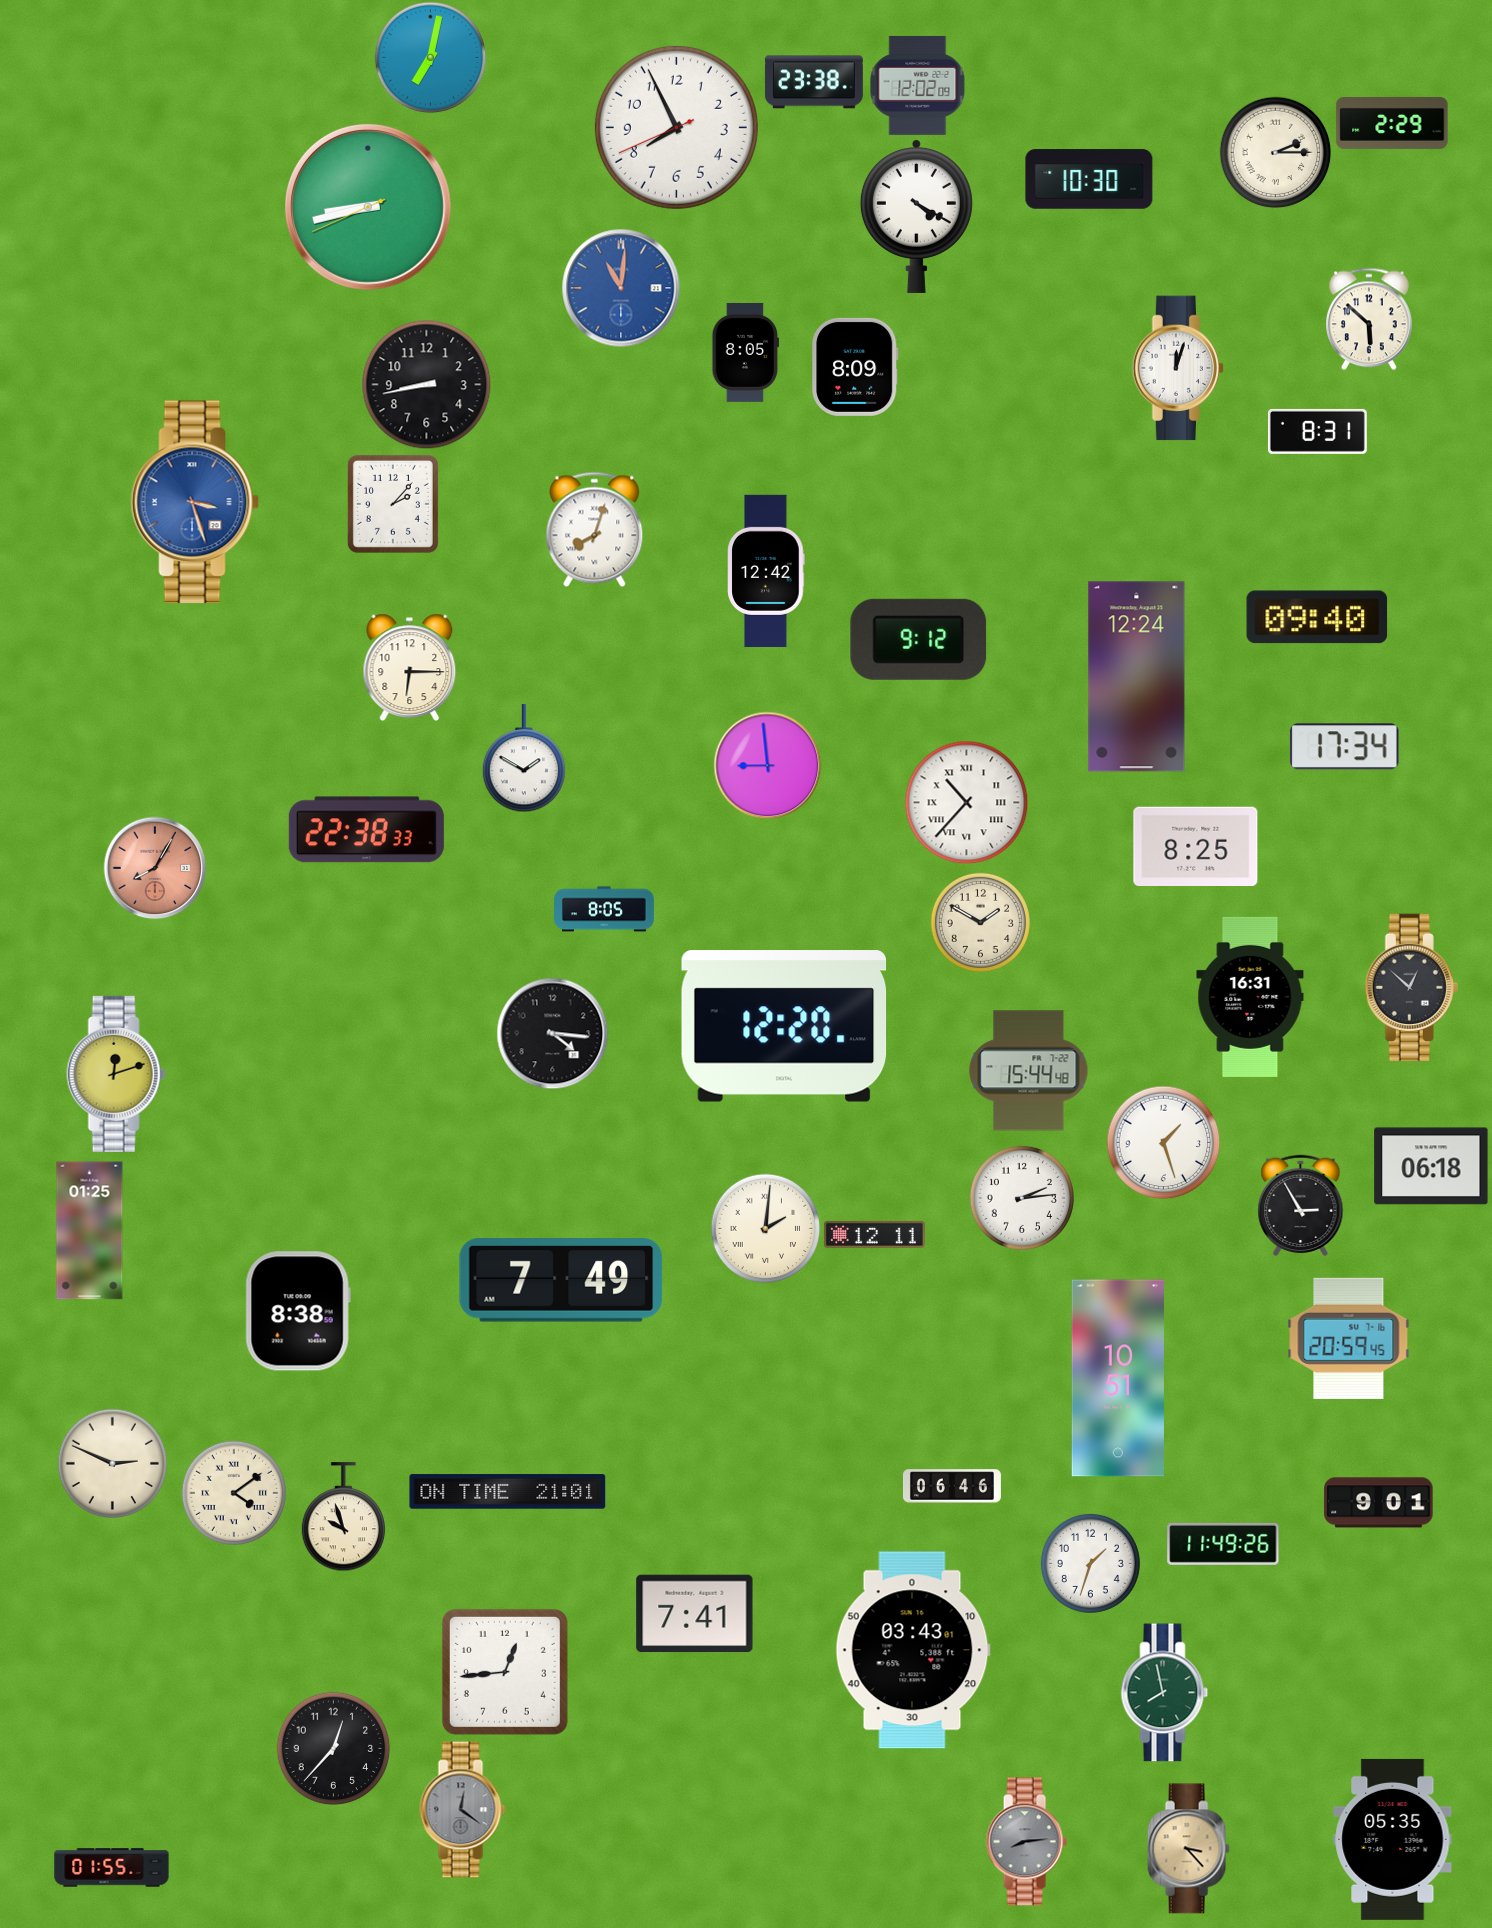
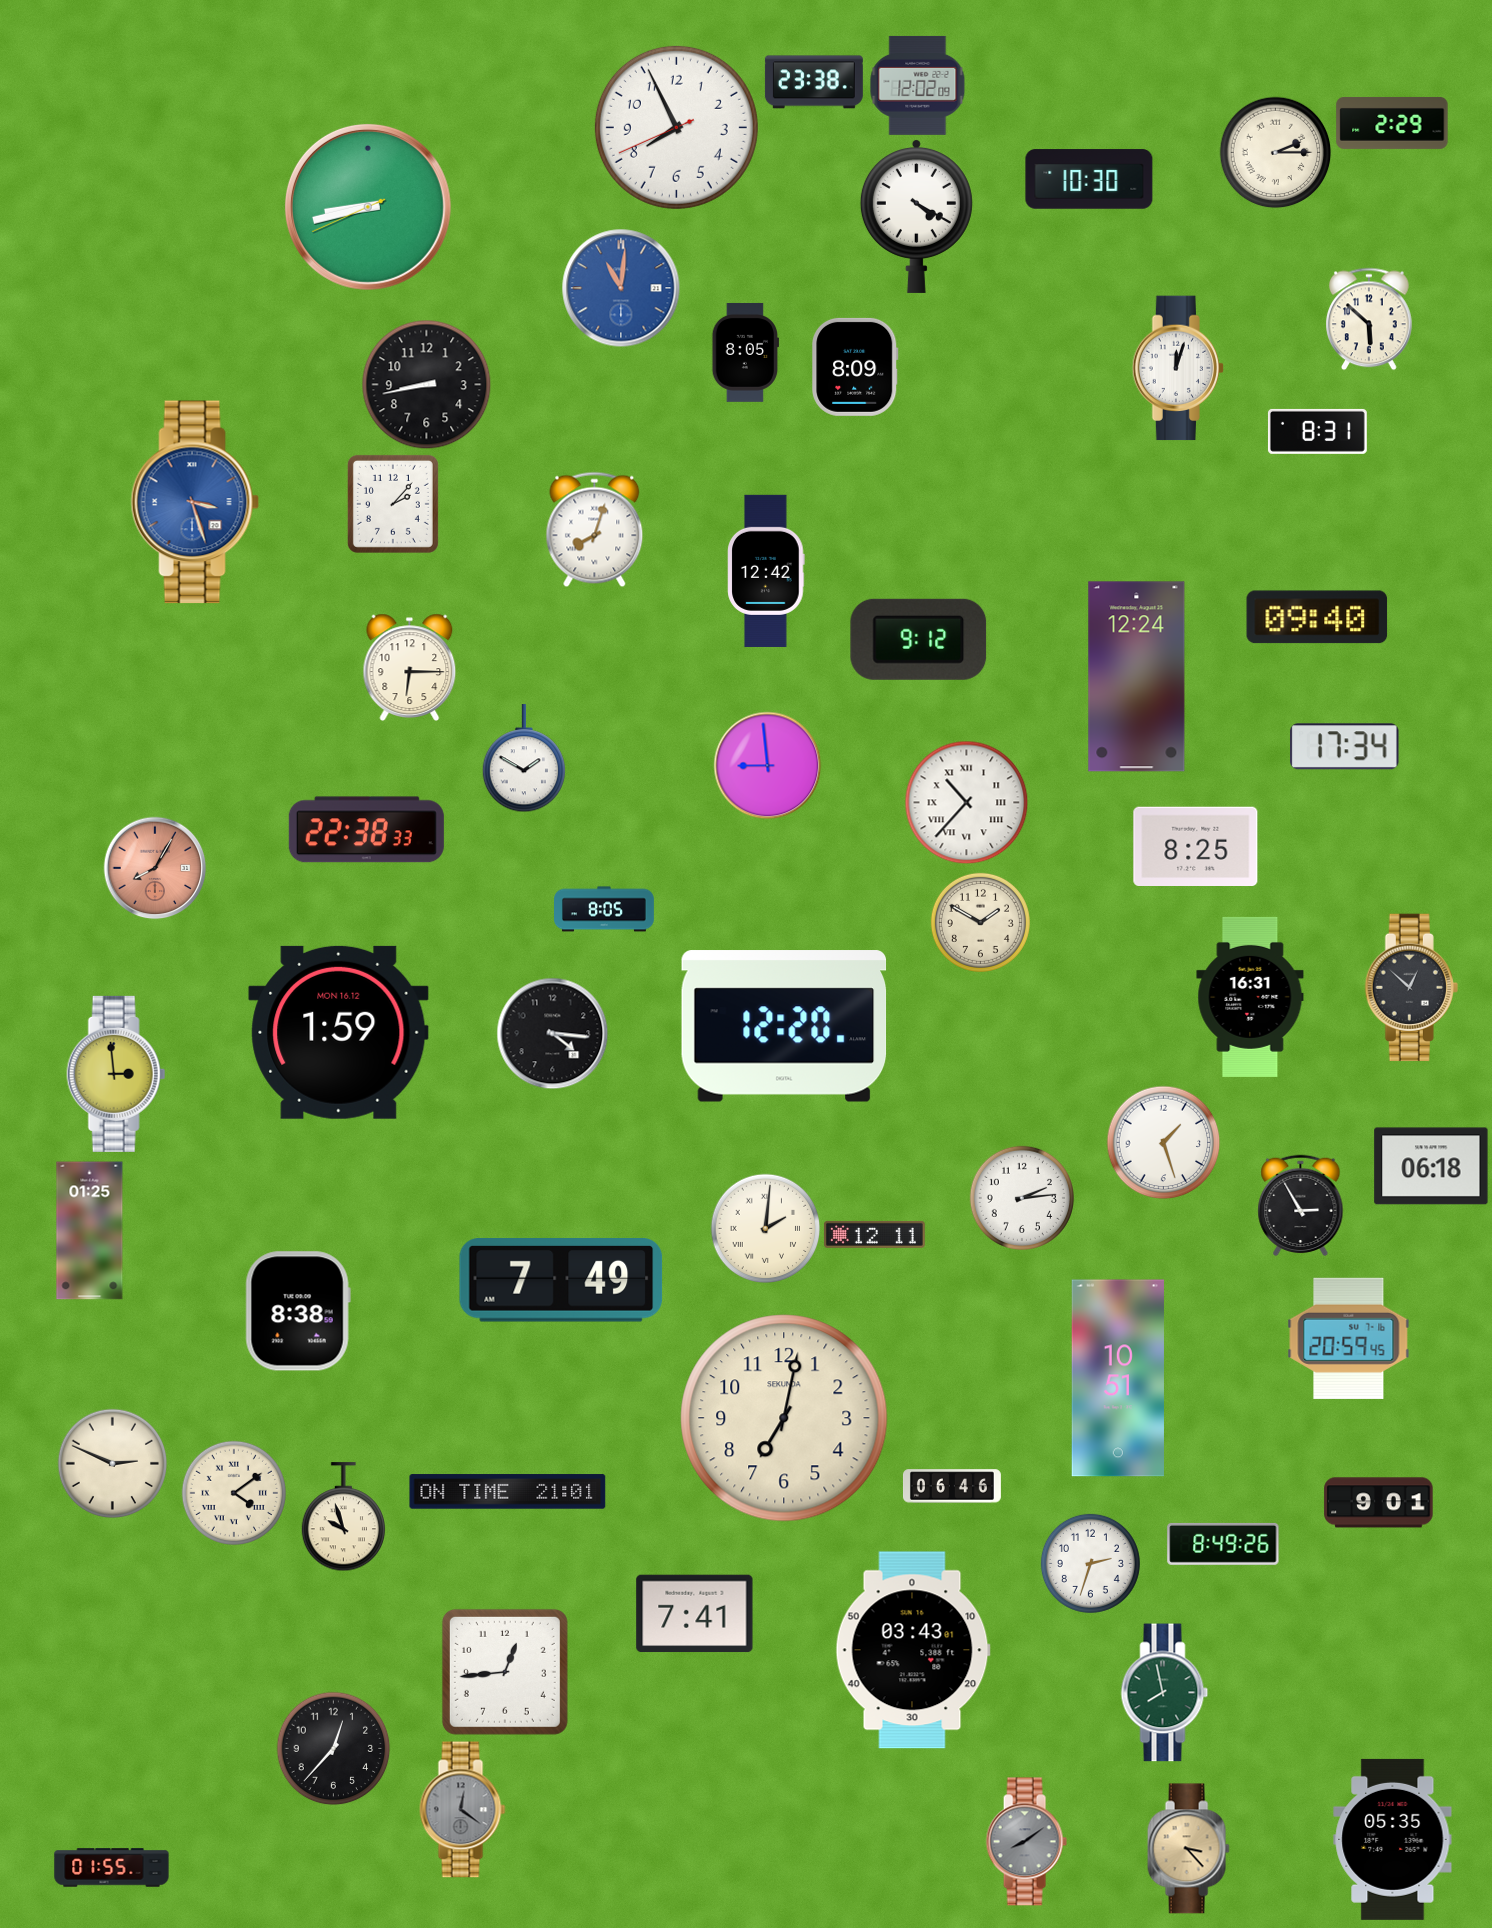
clock at (430, 57): 7:02 -> none
clock at (339, 1032): none -> 1:59
clock at (1029, 1071): 15:44 -> none
clock at (116, 1074): 12:12 -> 2:59
clock at (784, 1418): none -> 7:02
clock at (1223, 1544): 11:49 -> 8:49
clock at (1090, 1563): 1:33 -> 2:33
clock at (1026, 1842): 8:14 -> 8:09
